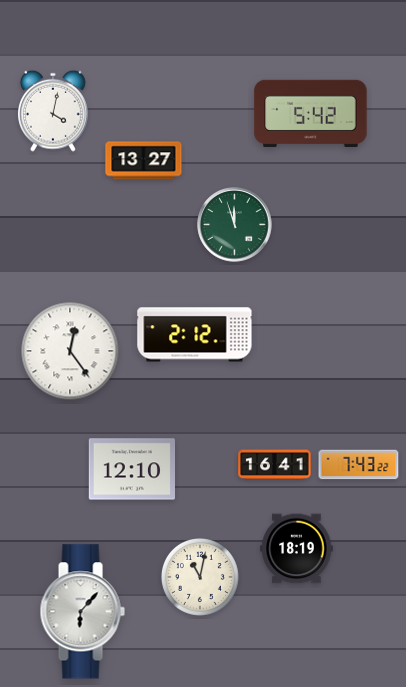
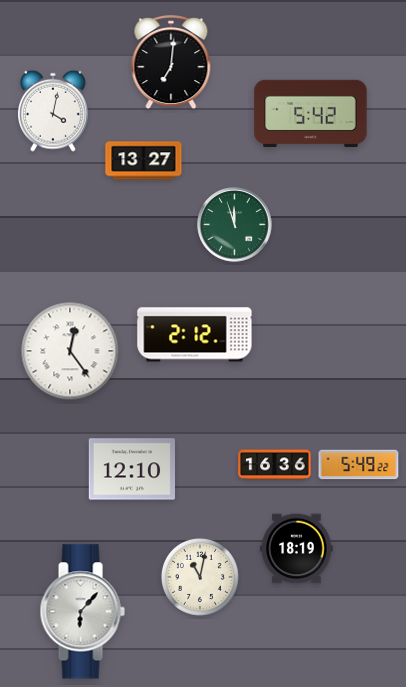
clock at (171, 63): none -> 7:01
clock at (275, 465): 16:41 -> 16:36
clock at (359, 465): 7:43 -> 5:49
